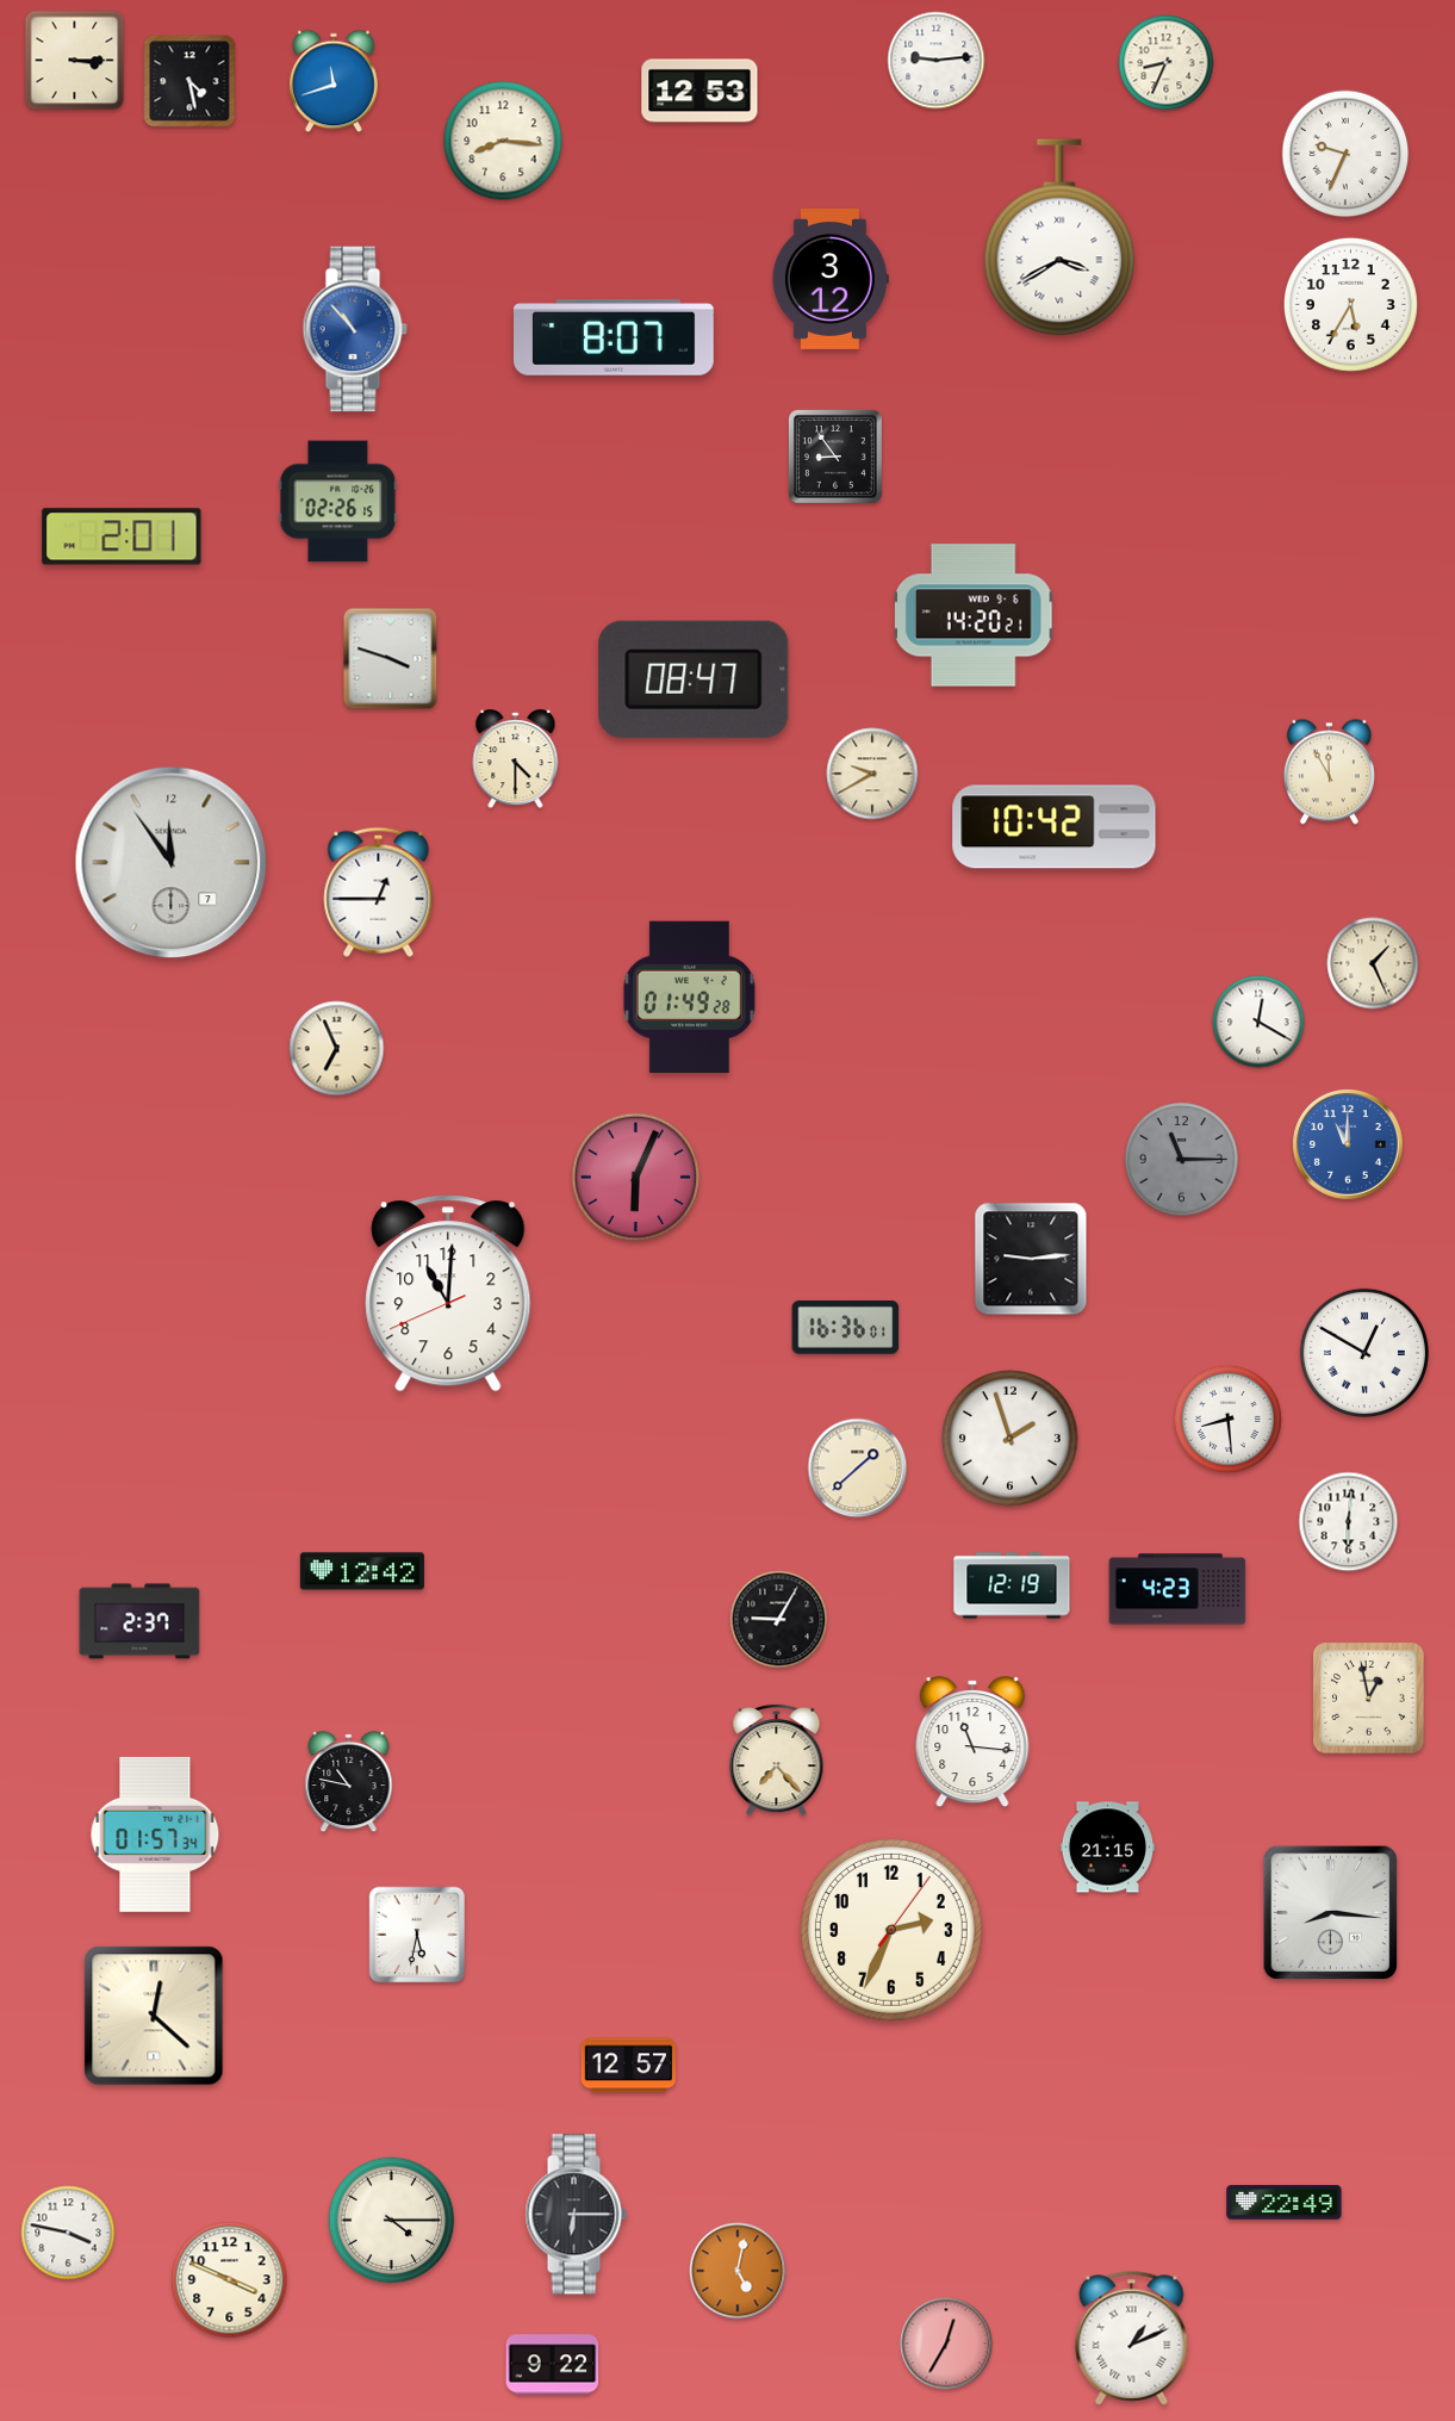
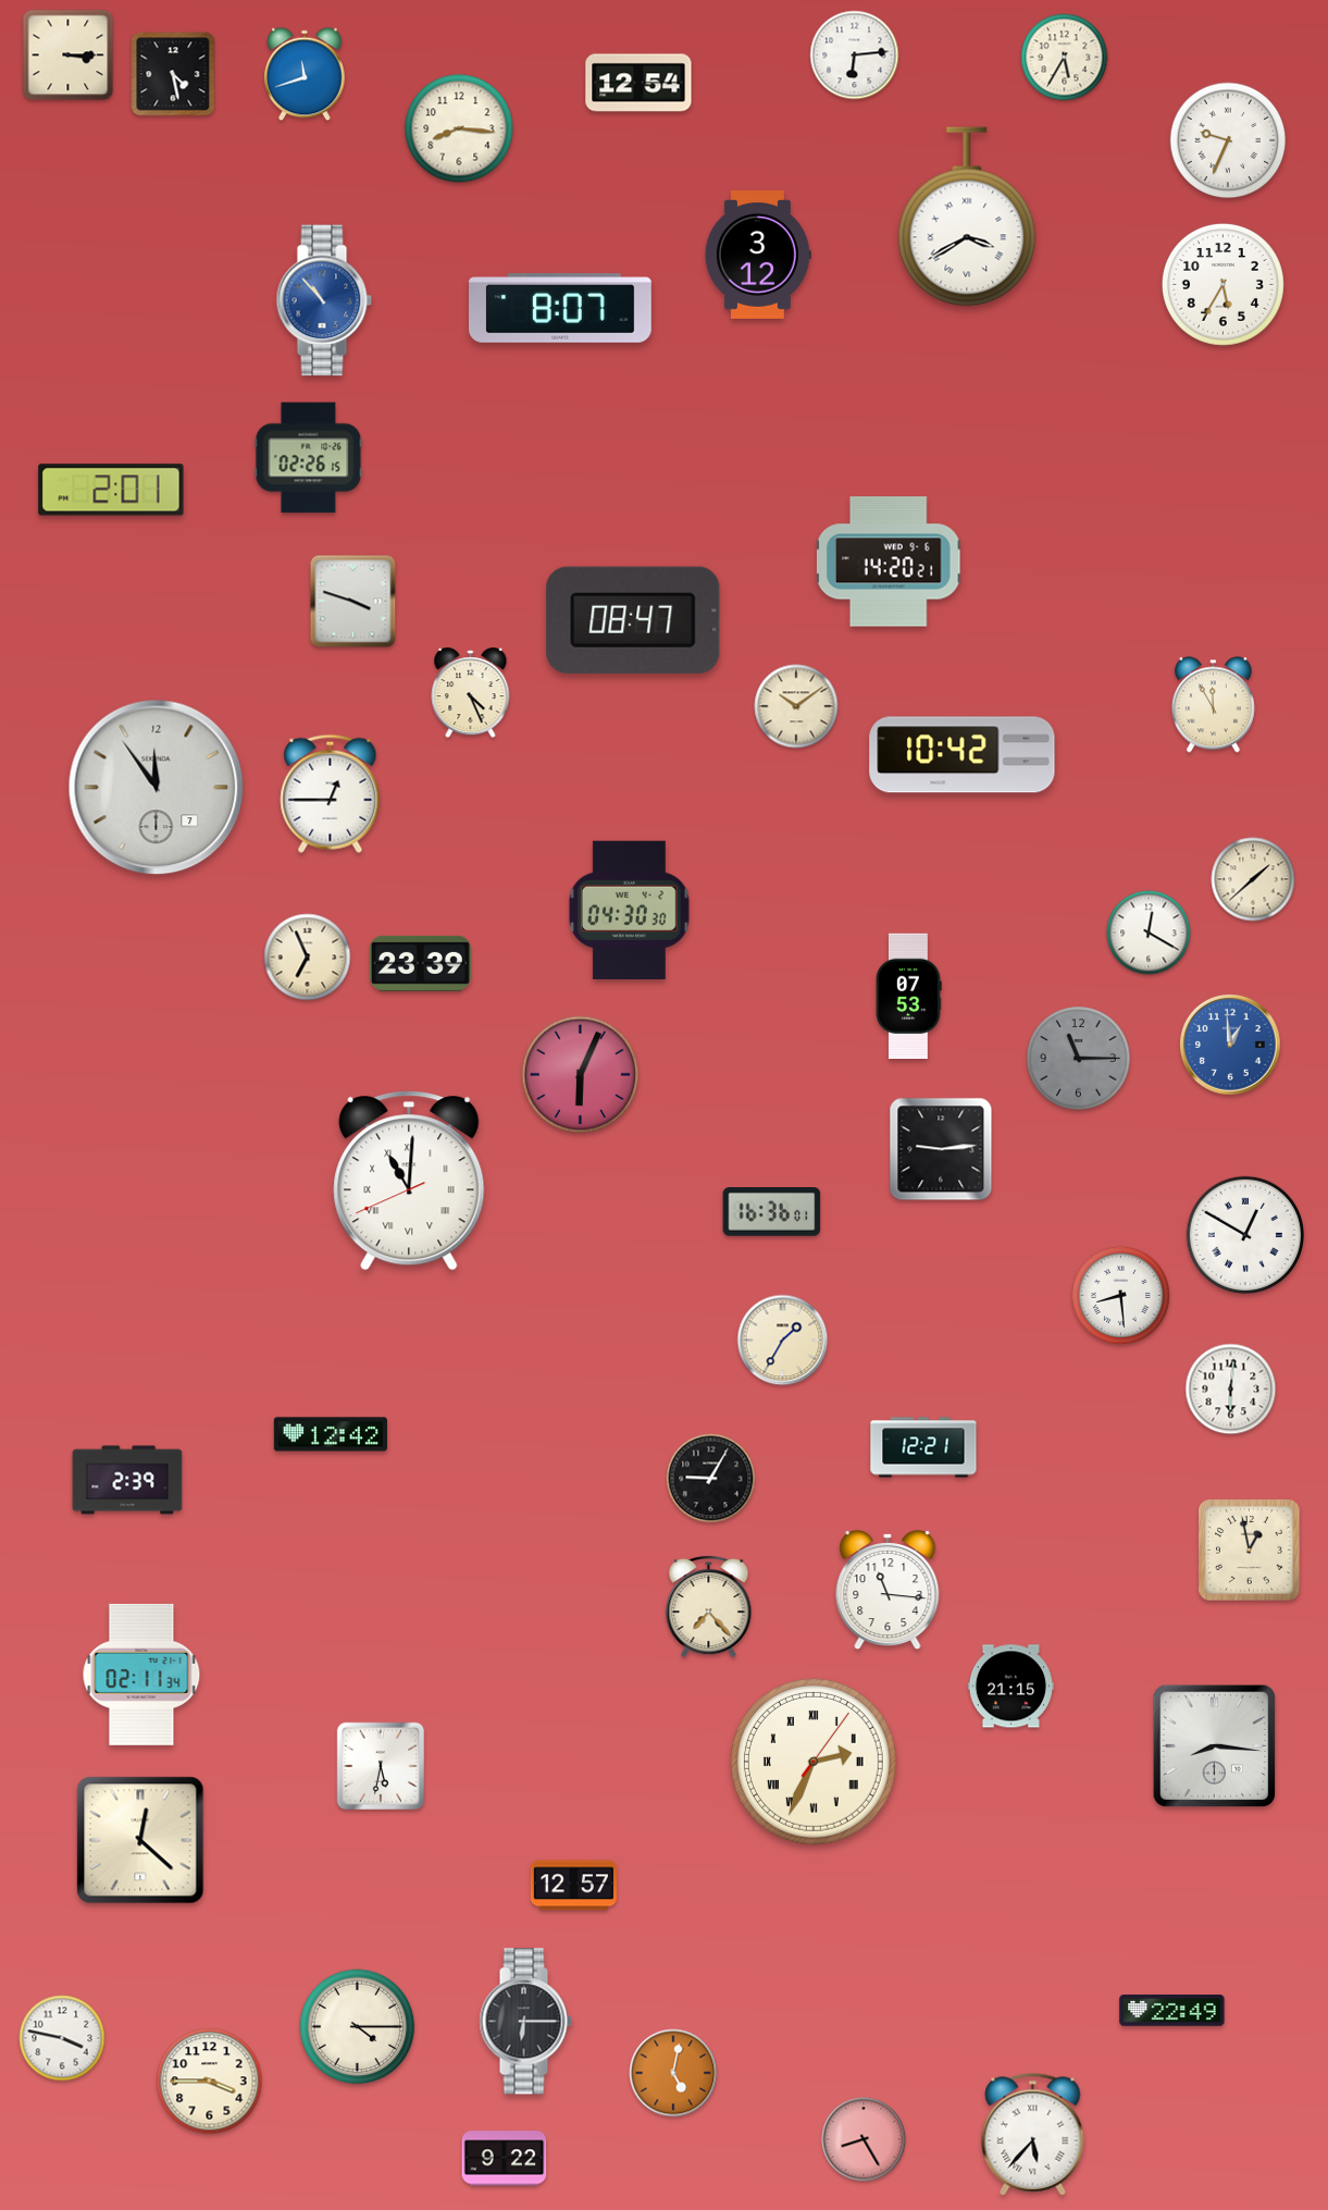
clock at (937, 61): 9:14 -> 6:14
clock at (1167, 63): 8:34 -> 5:35
clock at (699, 91): 12:53 -> 12:54
clock at (1350, 304) position: (1350, 304) -> (1222, 284)
clock at (835, 457): 8:54 -> none
clock at (391, 659) position: (391, 659) -> (353, 602)
clock at (516, 759): 4:30 -> 4:26
clock at (872, 774): 9:40 -> 10:09
clock at (379, 892) position: (379, 892) -> (331, 793)
clock at (1373, 963): 1:26 -> 1:38
clock at (689, 997): 01:49 -> 04:30
clock at (420, 963): none -> 23:39
clock at (908, 997): none -> 07:53
clock at (1348, 1144): 11:00 -> 12:59
clock at (448, 1293) numerals: Arabic -> Roman
clock at (1011, 1439): 1:57 -> none
clock at (858, 1469): 1:38 -> 1:35
clock at (1012, 1585): 12:19 -> 12:21
clock at (1177, 1589): 4:23 -> none
clock at (139, 1621): 2:37 -> 2:39
clock at (349, 1782): 10:47 -> none
clock at (155, 1835): 01:57 -> 02:11
clock at (891, 1930) numerals: Arabic -> Roman
clock at (230, 2280): 3:49 -> 3:45
clock at (1132, 2339): 1:11 -> 5:37
clock at (946, 2344): 12:35 -> 8:25
